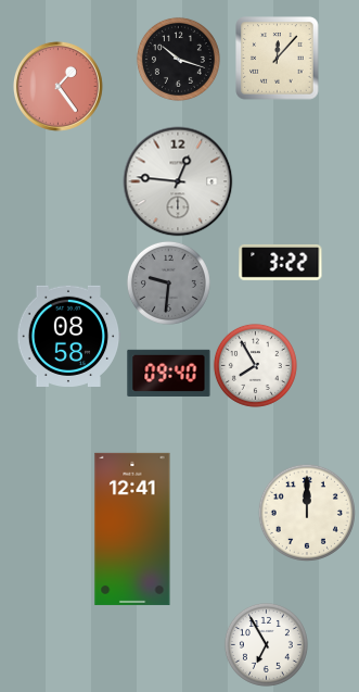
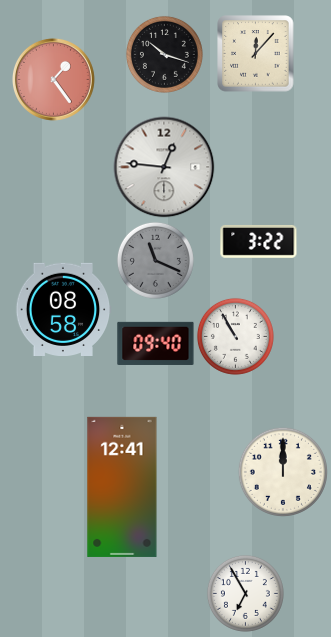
clock at (168, 282): 9:31 -> 11:19
clock at (255, 365): 7:55 -> 10:55
